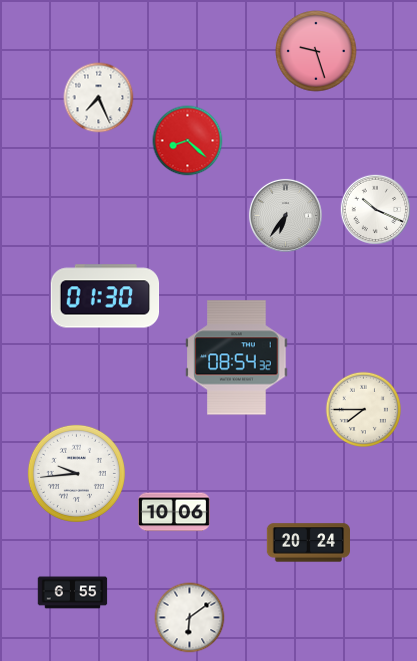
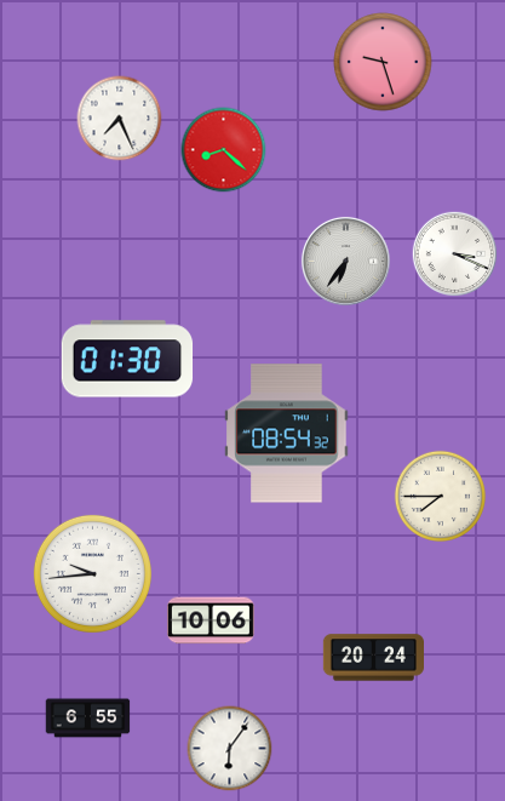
clock at (188, 141) position: (188, 141) -> (224, 150)
clock at (375, 209): 10:19 -> 3:19
clock at (190, 618): 6:09 -> 6:06
